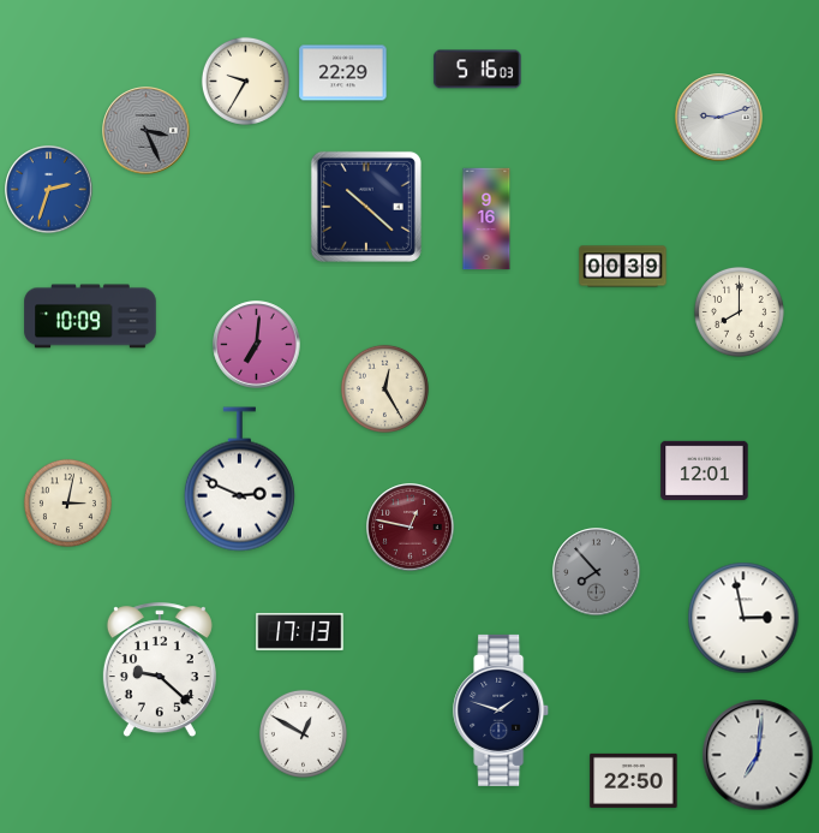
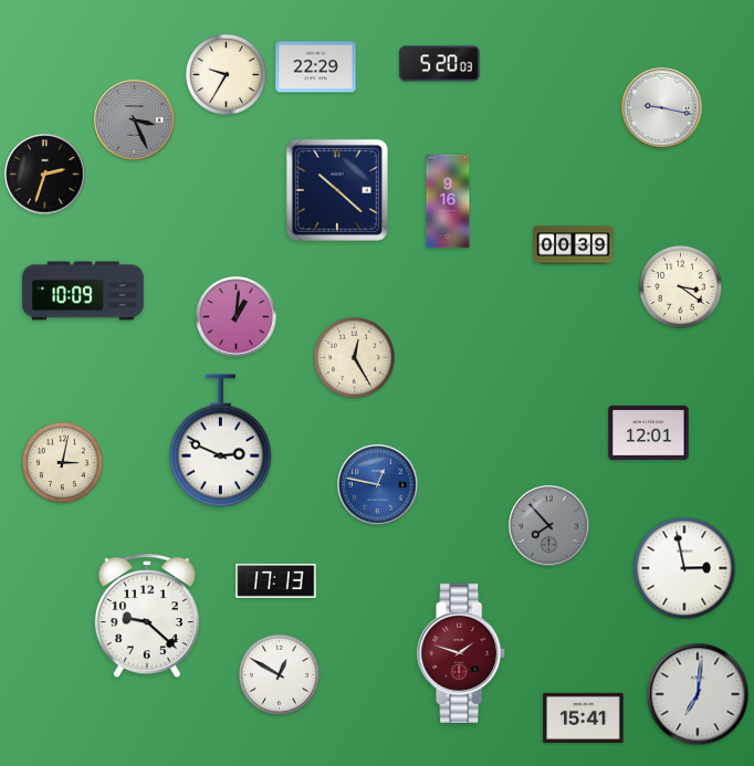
clock at (478, 70): 5:16 -> 5:20
clock at (719, 118): 9:12 -> 9:17
clock at (49, 190) dial: blue -> black
clock at (739, 311): 8:00 -> 3:21
clock at (257, 345): 7:01 -> 1:01
clock at (411, 528) dial: burgundy -> blue
clock at (502, 710) dial: navy -> burgundy
clock at (634, 780): 22:50 -> 15:41
